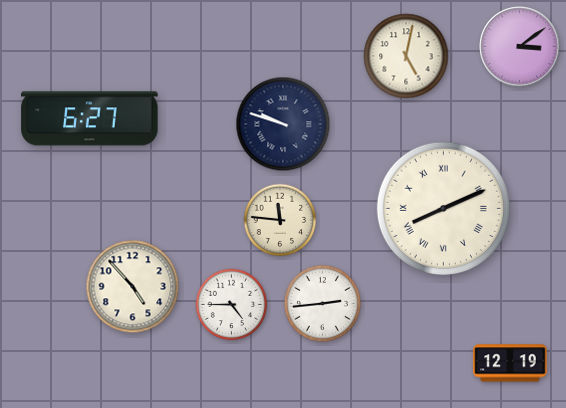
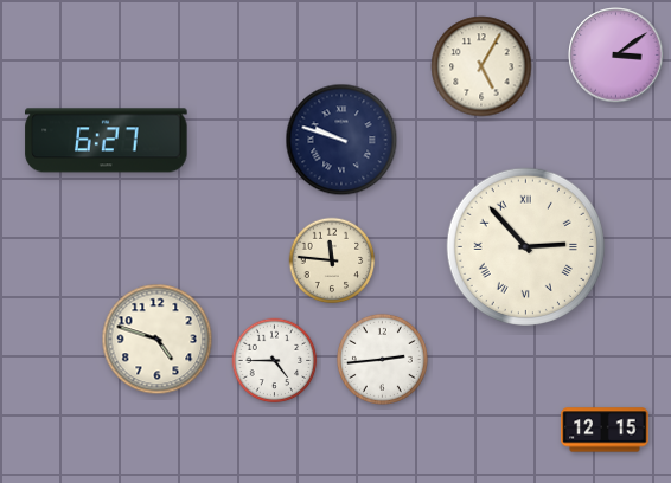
clock at (406, 56): 5:02 -> 5:05
clock at (283, 124) position: (283, 124) -> (341, 140)
clock at (443, 208): 8:11 -> 2:53
clock at (133, 287): 4:53 -> 4:48
clock at (510, 363): 12:19 -> 12:15
